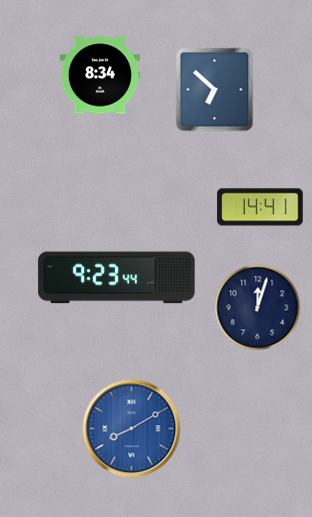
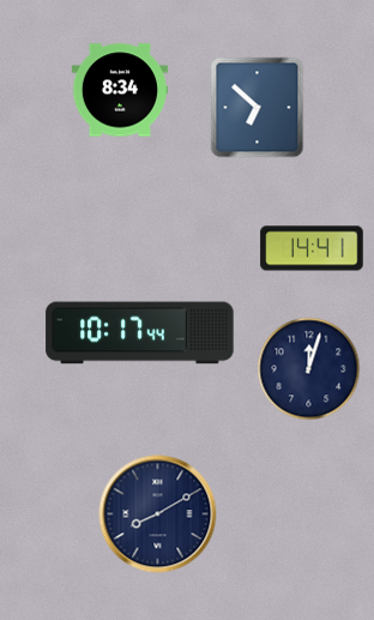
clock at (117, 278): 9:23 -> 10:17
clock at (132, 429) dial: blue -> navy
